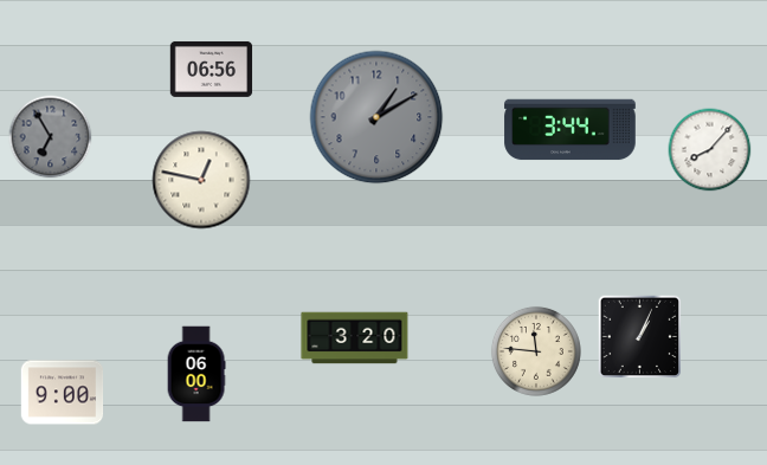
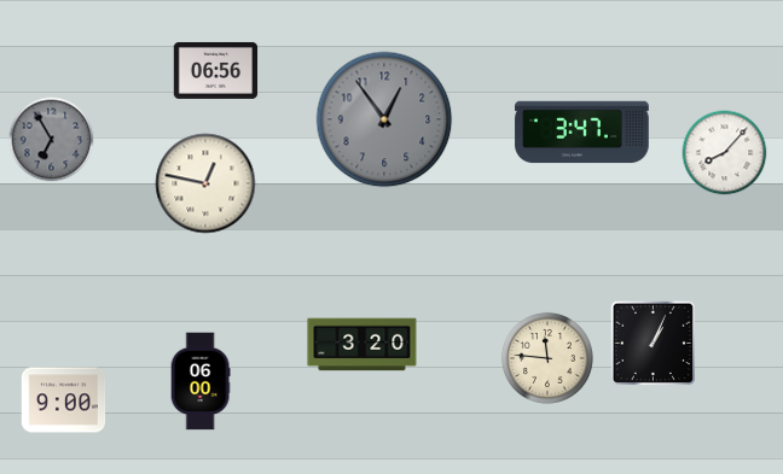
clock at (376, 117): 1:10 -> 12:54
clock at (571, 130): 3:44 -> 3:47
